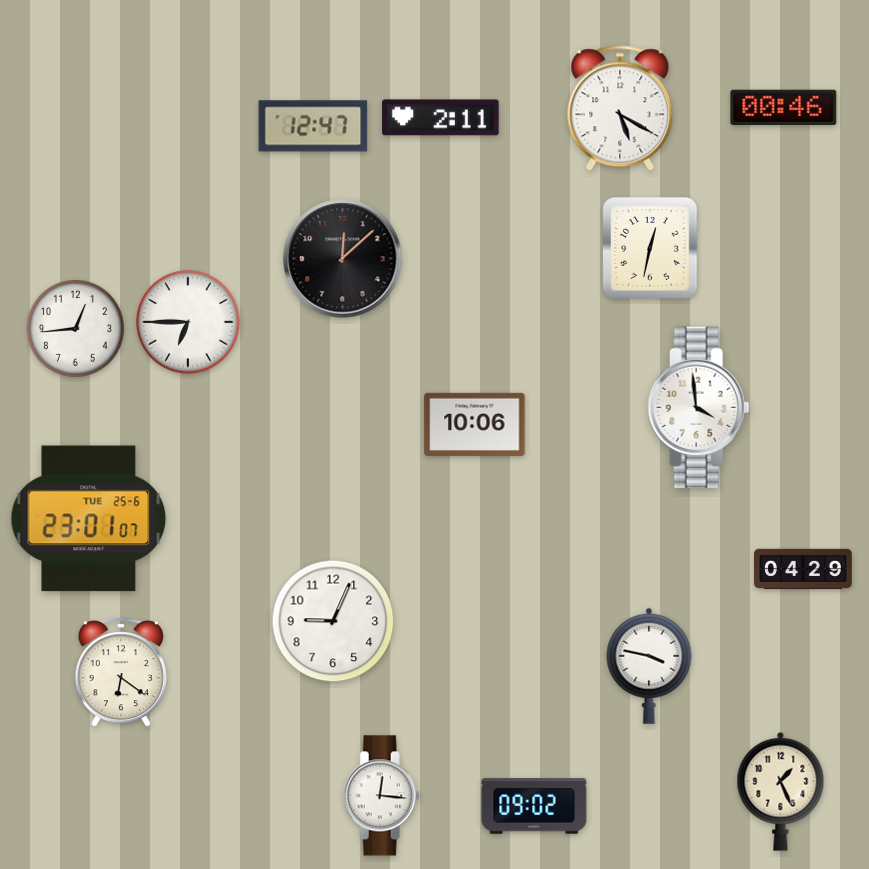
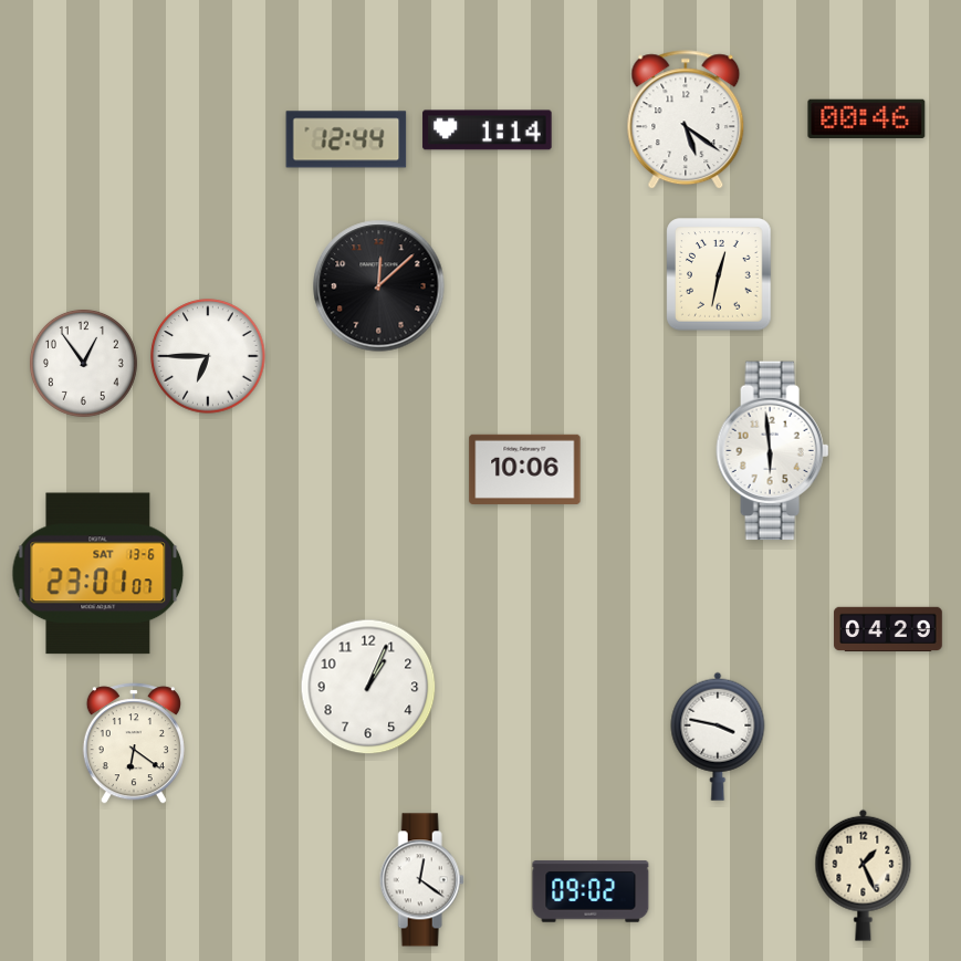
clock at (620, 109): 5:20 -> 5:21
clock at (441, 118): 2:11 -> 1:14
clock at (313, 126): 12:47 -> 12:44
clock at (75, 328): 12:44 -> 12:54
clock at (699, 408): 3:59 -> 5:59
clock at (89, 519) date: TUE 25-6 -> SAT 13-6
clock at (333, 621): 9:04 -> 1:04
clock at (381, 796): 12:16 -> 12:21
